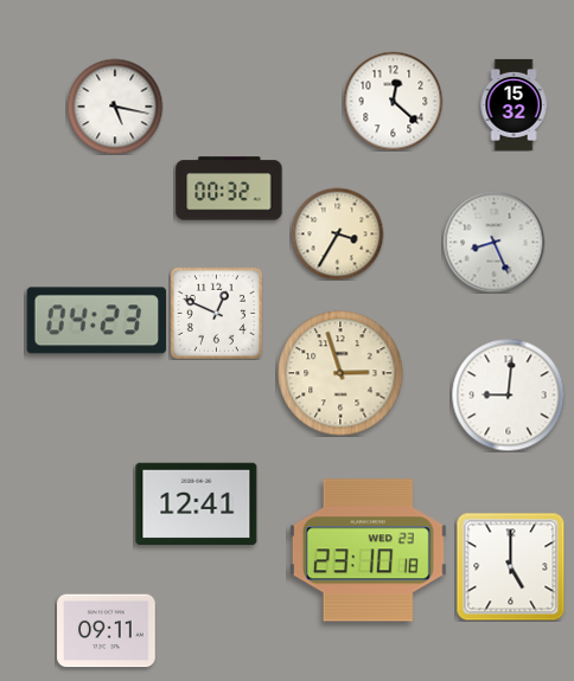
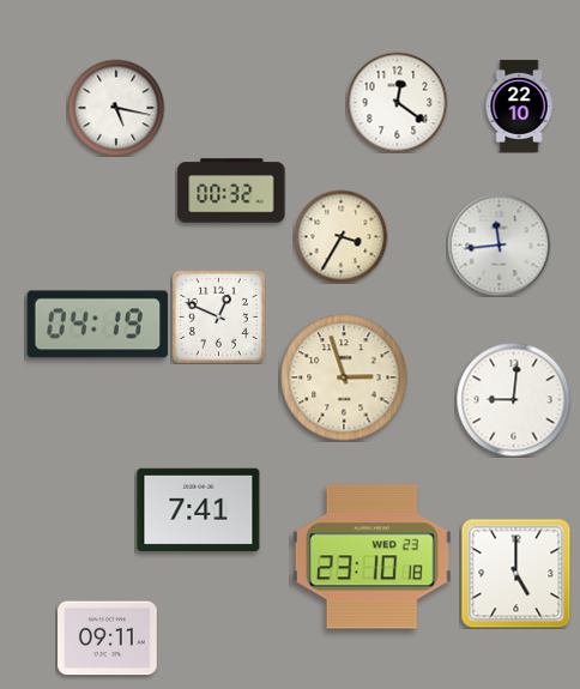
clock at (393, 101): 12:22 -> 12:21
clock at (514, 104): 15:32 -> 22:10
clock at (493, 242): 8:26 -> 11:44
clock at (97, 321): 04:23 -> 04:19
clock at (197, 505): 12:41 -> 7:41
